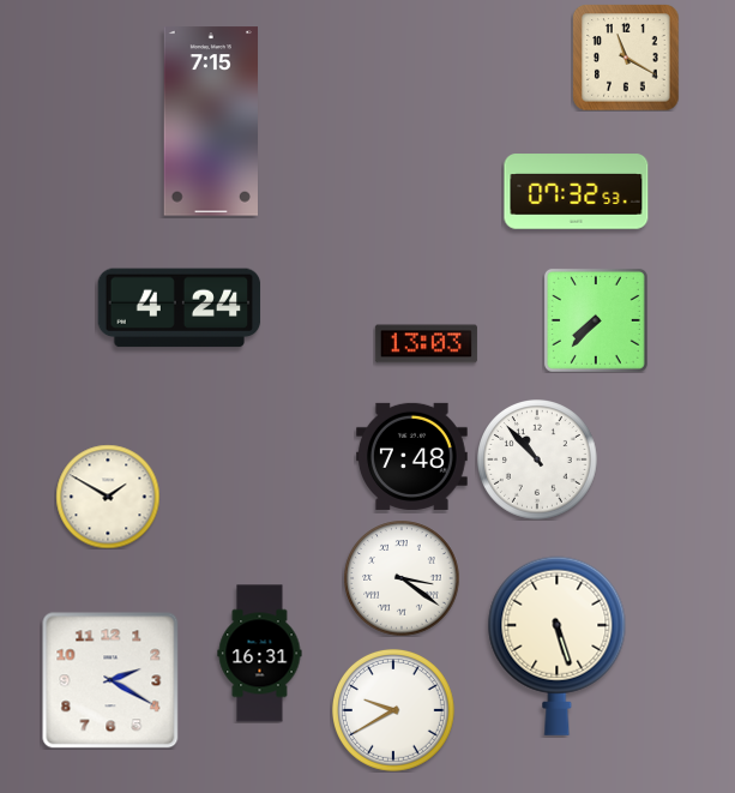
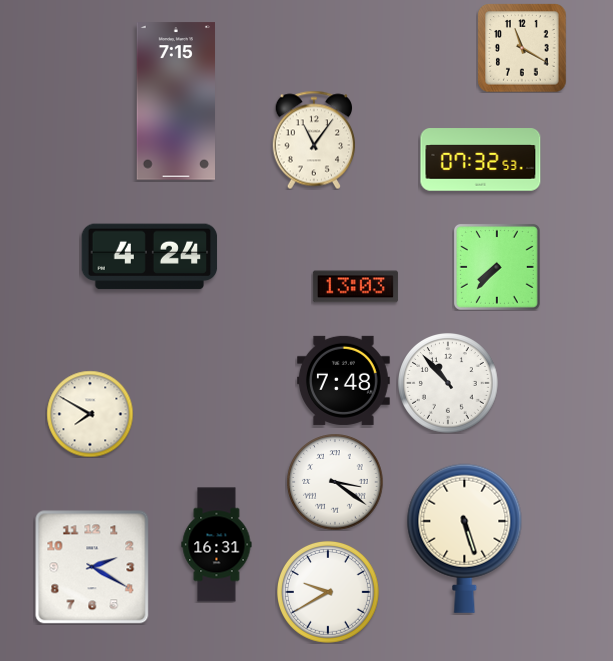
clock at (313, 140): none -> 11:06
clock at (108, 497): 1:50 -> 7:50
